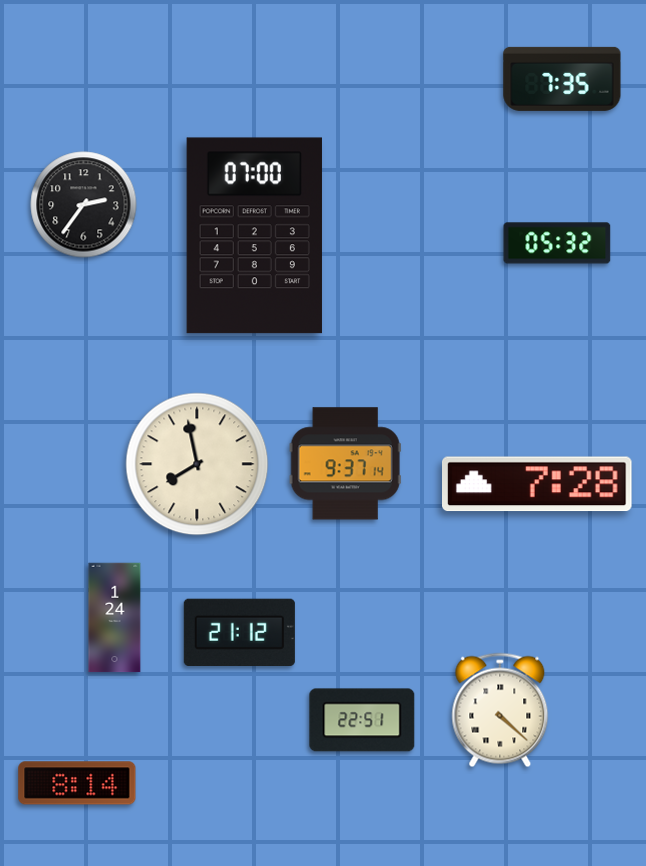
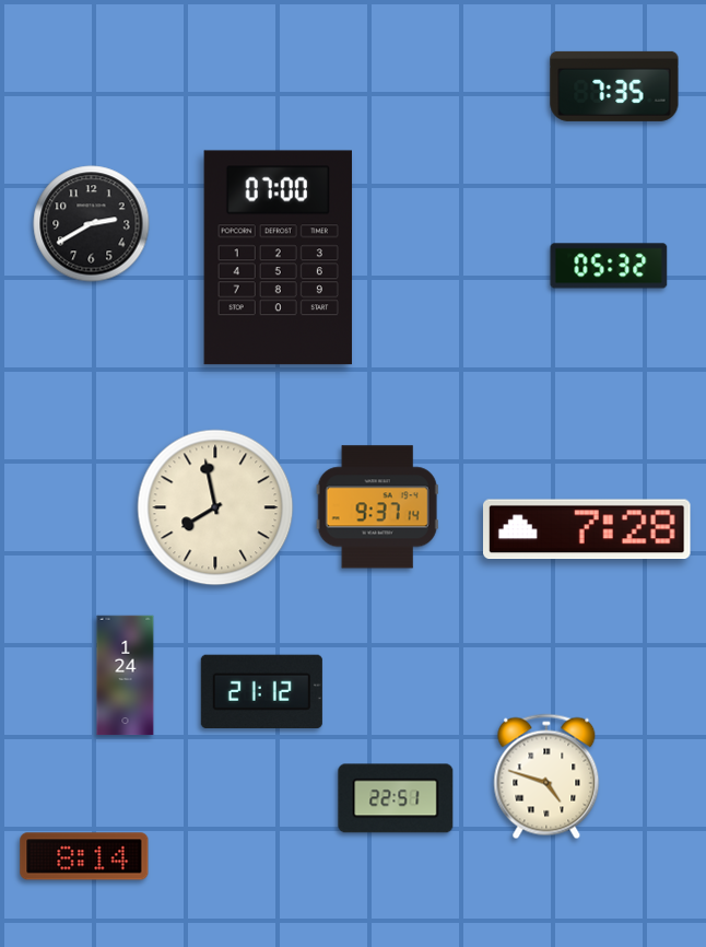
clock at (84, 205): 2:36 -> 2:40
clock at (500, 710): 4:22 -> 4:48
clock at (362, 720) position: (362, 720) -> (396, 798)
